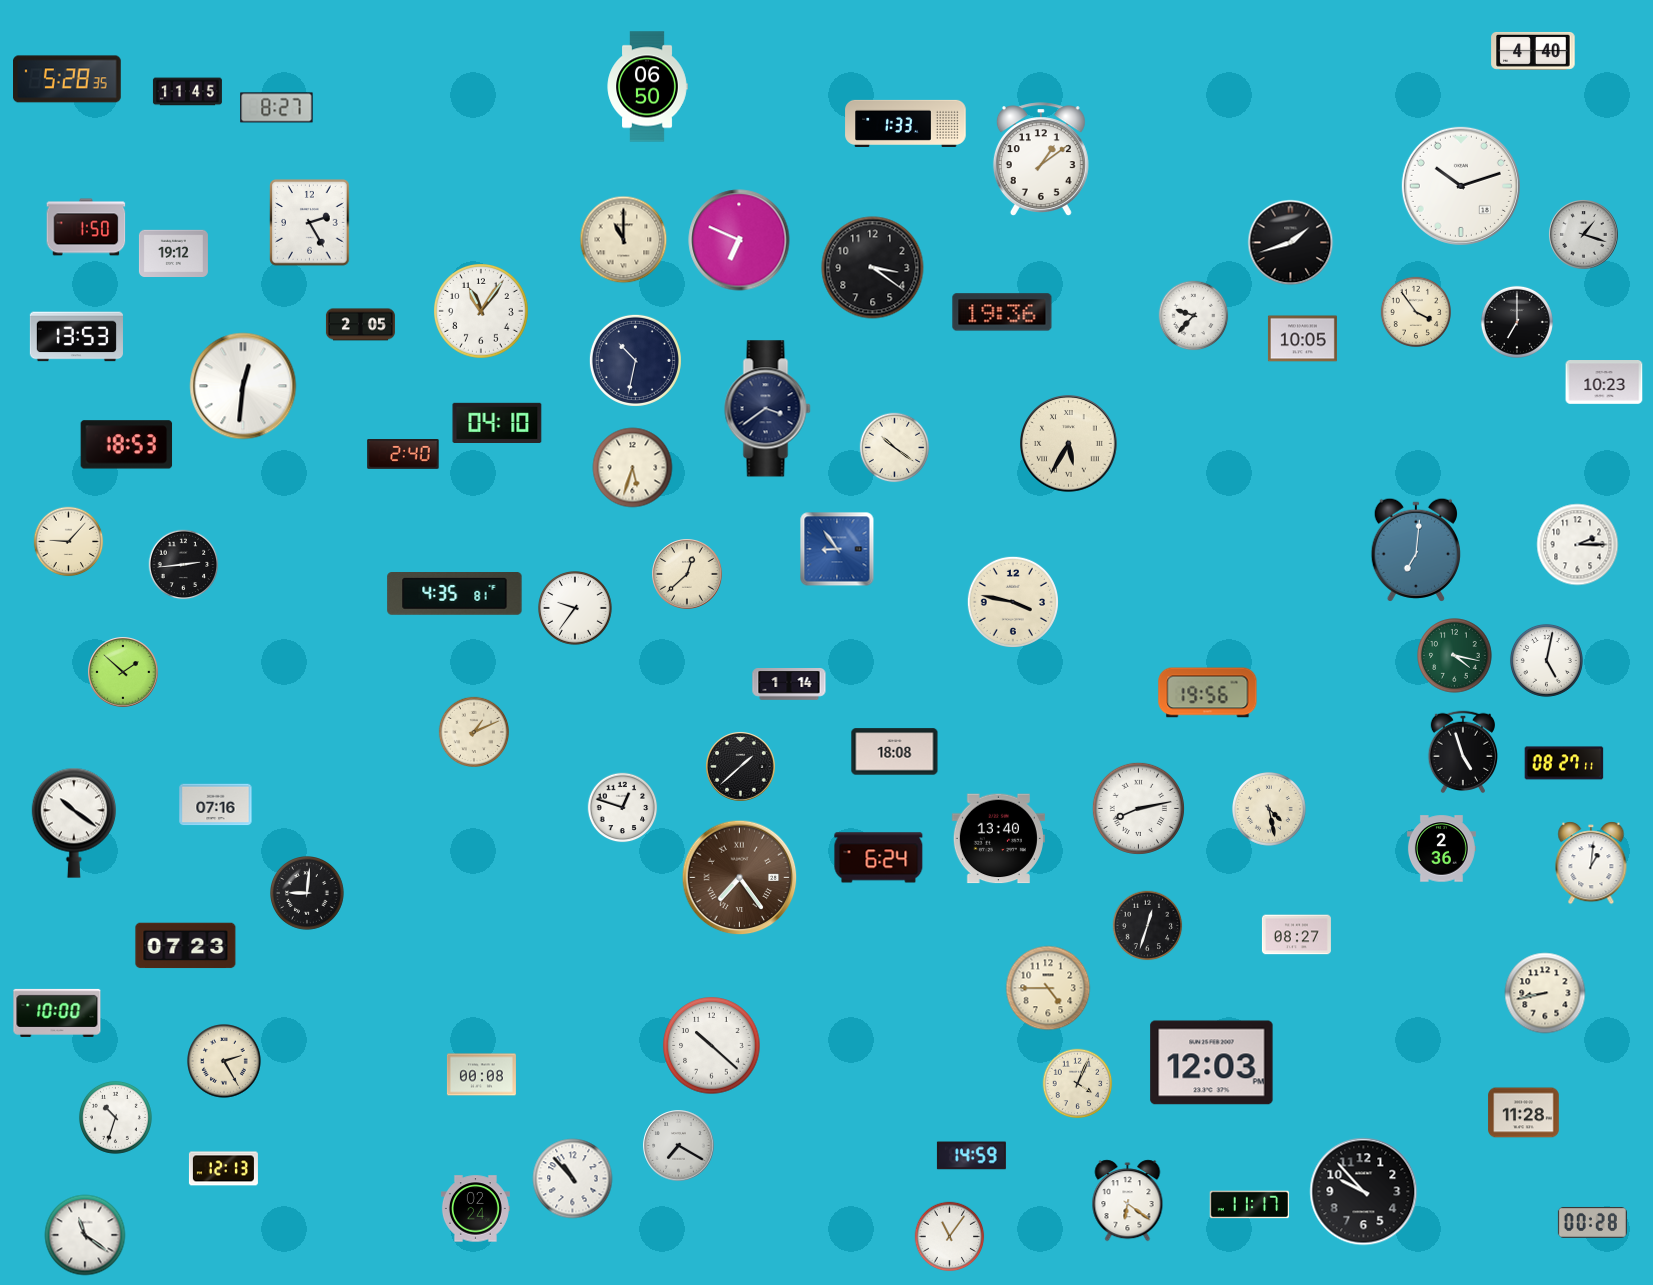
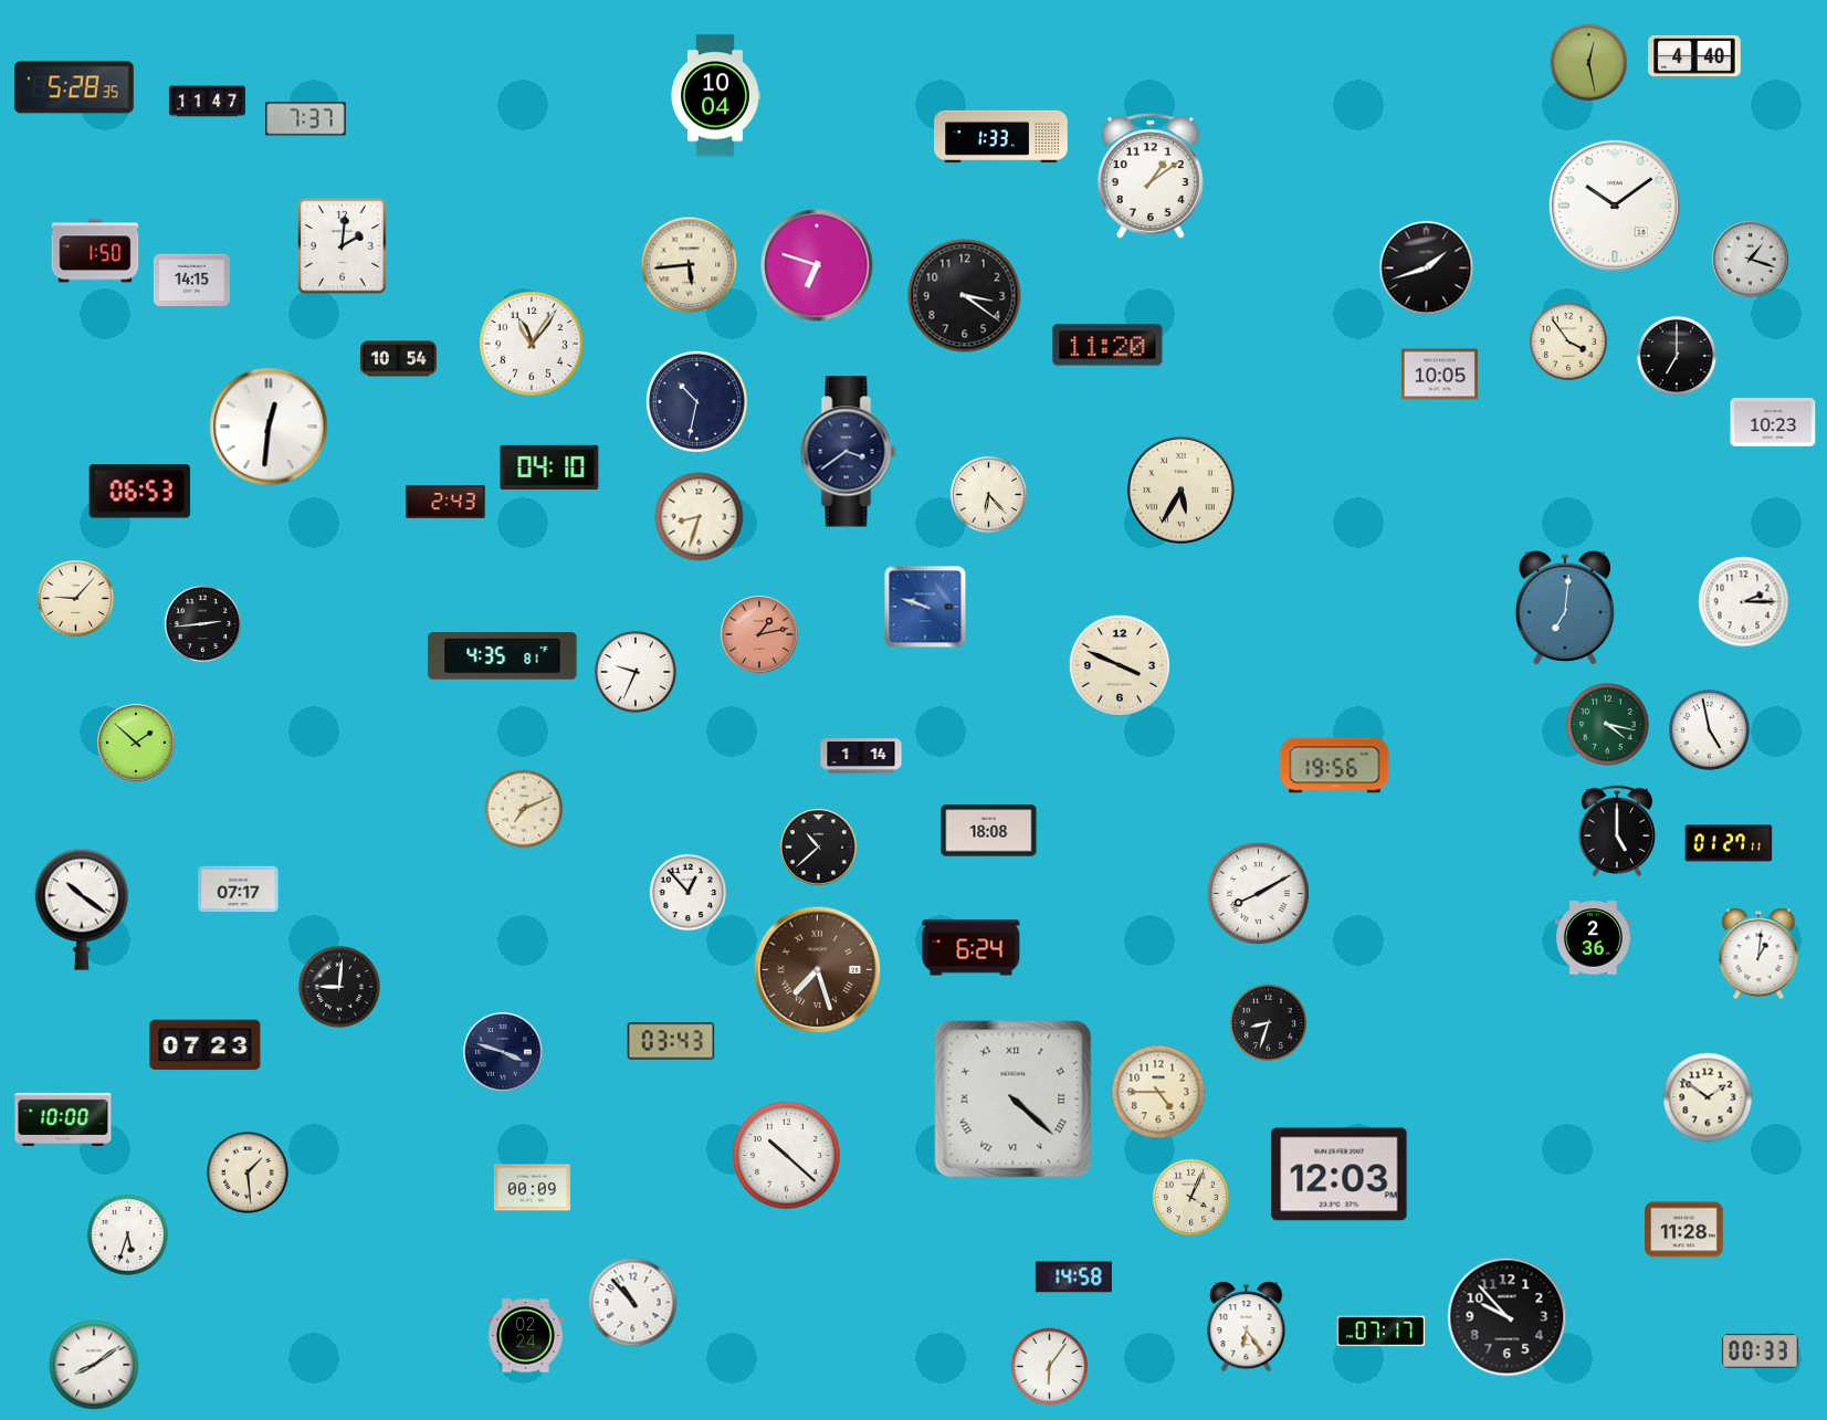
clock at (1589, 63): none -> 12:28
clock at (647, 87): 06:50 -> 10:04
clock at (187, 92): 11:45 -> 11:47
clock at (277, 108): 8:27 -> 7:37
clock at (1461, 186): 10:12 -> 10:09
clock at (310, 223): 2:25 -> 2:01
clock at (624, 240): 11:00 -> 5:44
clock at (739, 240): 6:49 -> 6:48
clock at (173, 253): 19:12 -> 14:15
clock at (1002, 312): 19:36 -> 11:20
clock at (1415, 312) position: (1415, 312) -> (1567, 341)
clock at (1194, 316): 9:37 -> none
clock at (360, 325): 2:05 -> 10:54
clock at (76, 337): 13:53 -> none
clock at (635, 360) position: (635, 360) -> (696, 401)
clock at (127, 445): 18:53 -> 06:53
clock at (895, 448): 10:21 -> 6:23
clock at (403, 455): 2:40 -> 2:43
clock at (633, 468): 5:33 -> 8:33
clock at (837, 549): 8:54 -> 9:48
clock at (687, 574): 12:38 -> 1:13
clock at (687, 574) dial: cream -> salmon
clock at (1013, 602): 3:47 -> 3:49
clock at (576, 609): 9:36 -> 9:34
clock at (1546, 660): 5:02 -> 4:58
clock at (789, 684) position: (789, 684) -> (861, 756)
clock at (473, 732): 1:11 -> 7:11
clock at (1462, 751): 4:57 -> 5:00
clock at (1564, 763): 08:27 -> 01:27
clock at (741, 767): 1:38 -> 10:38
clock at (216, 805): 07:16 -> 07:17
clock at (623, 808): 12:48 -> 12:53
clock at (1138, 808): 8:13 -> 8:10
clock at (1270, 810): 4:28 -> none
clock at (998, 839): 13:40 -> none
clock at (740, 878): 7:24 -> 7:27
clock at (1148, 926): 12:33 -> 8:33
clock at (1296, 935): 08:27 -> none
clock at (671, 1041): none -> 03:43
clock at (503, 1052): none -> 3:48
clock at (1545, 993): 8:43 -> 1:51
clock at (1014, 1100): none -> 4:22
clock at (225, 1062): 2:25 -> 1:29
clock at (481, 1075): 00:08 -> 00:09
clock at (115, 1117): 10:33 -> 5:33
clock at (679, 1146): 7:20 -> none
clock at (971, 1156): 14:59 -> 14:58
clock at (223, 1169): 12:13 -> none
clock at (1128, 1201): 6:21 -> 6:24
clock at (1250, 1205): 11:17 -> 07:17
clock at (1592, 1222): 00:28 -> 00:33
clock at (85, 1235): 11:21 -> 8:09
clock at (950, 1237): 11:06 -> 6:06
